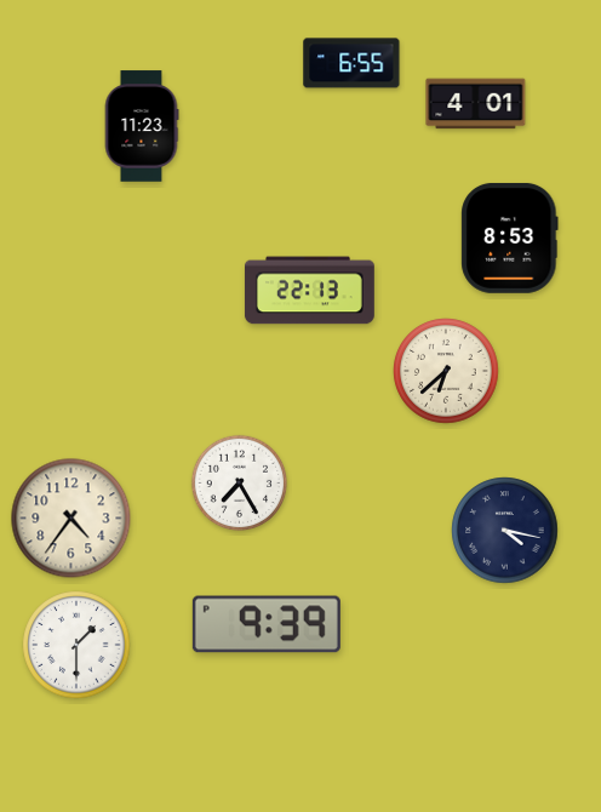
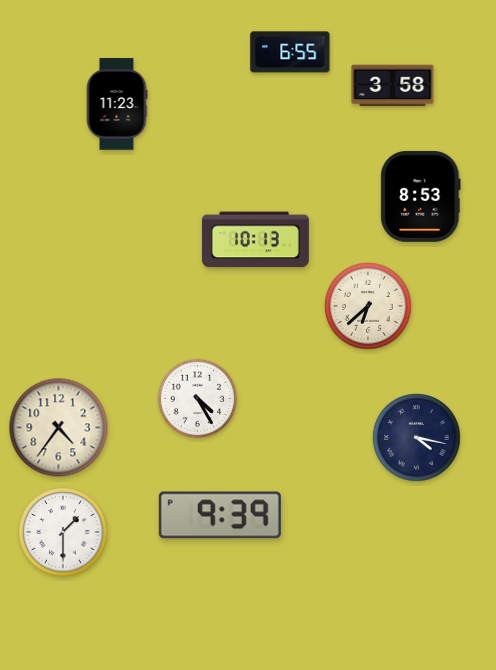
clock at (476, 104): 4:01 -> 3:58
clock at (309, 291): 22:13 -> 10:13
clock at (240, 484): 7:25 -> 4:25
